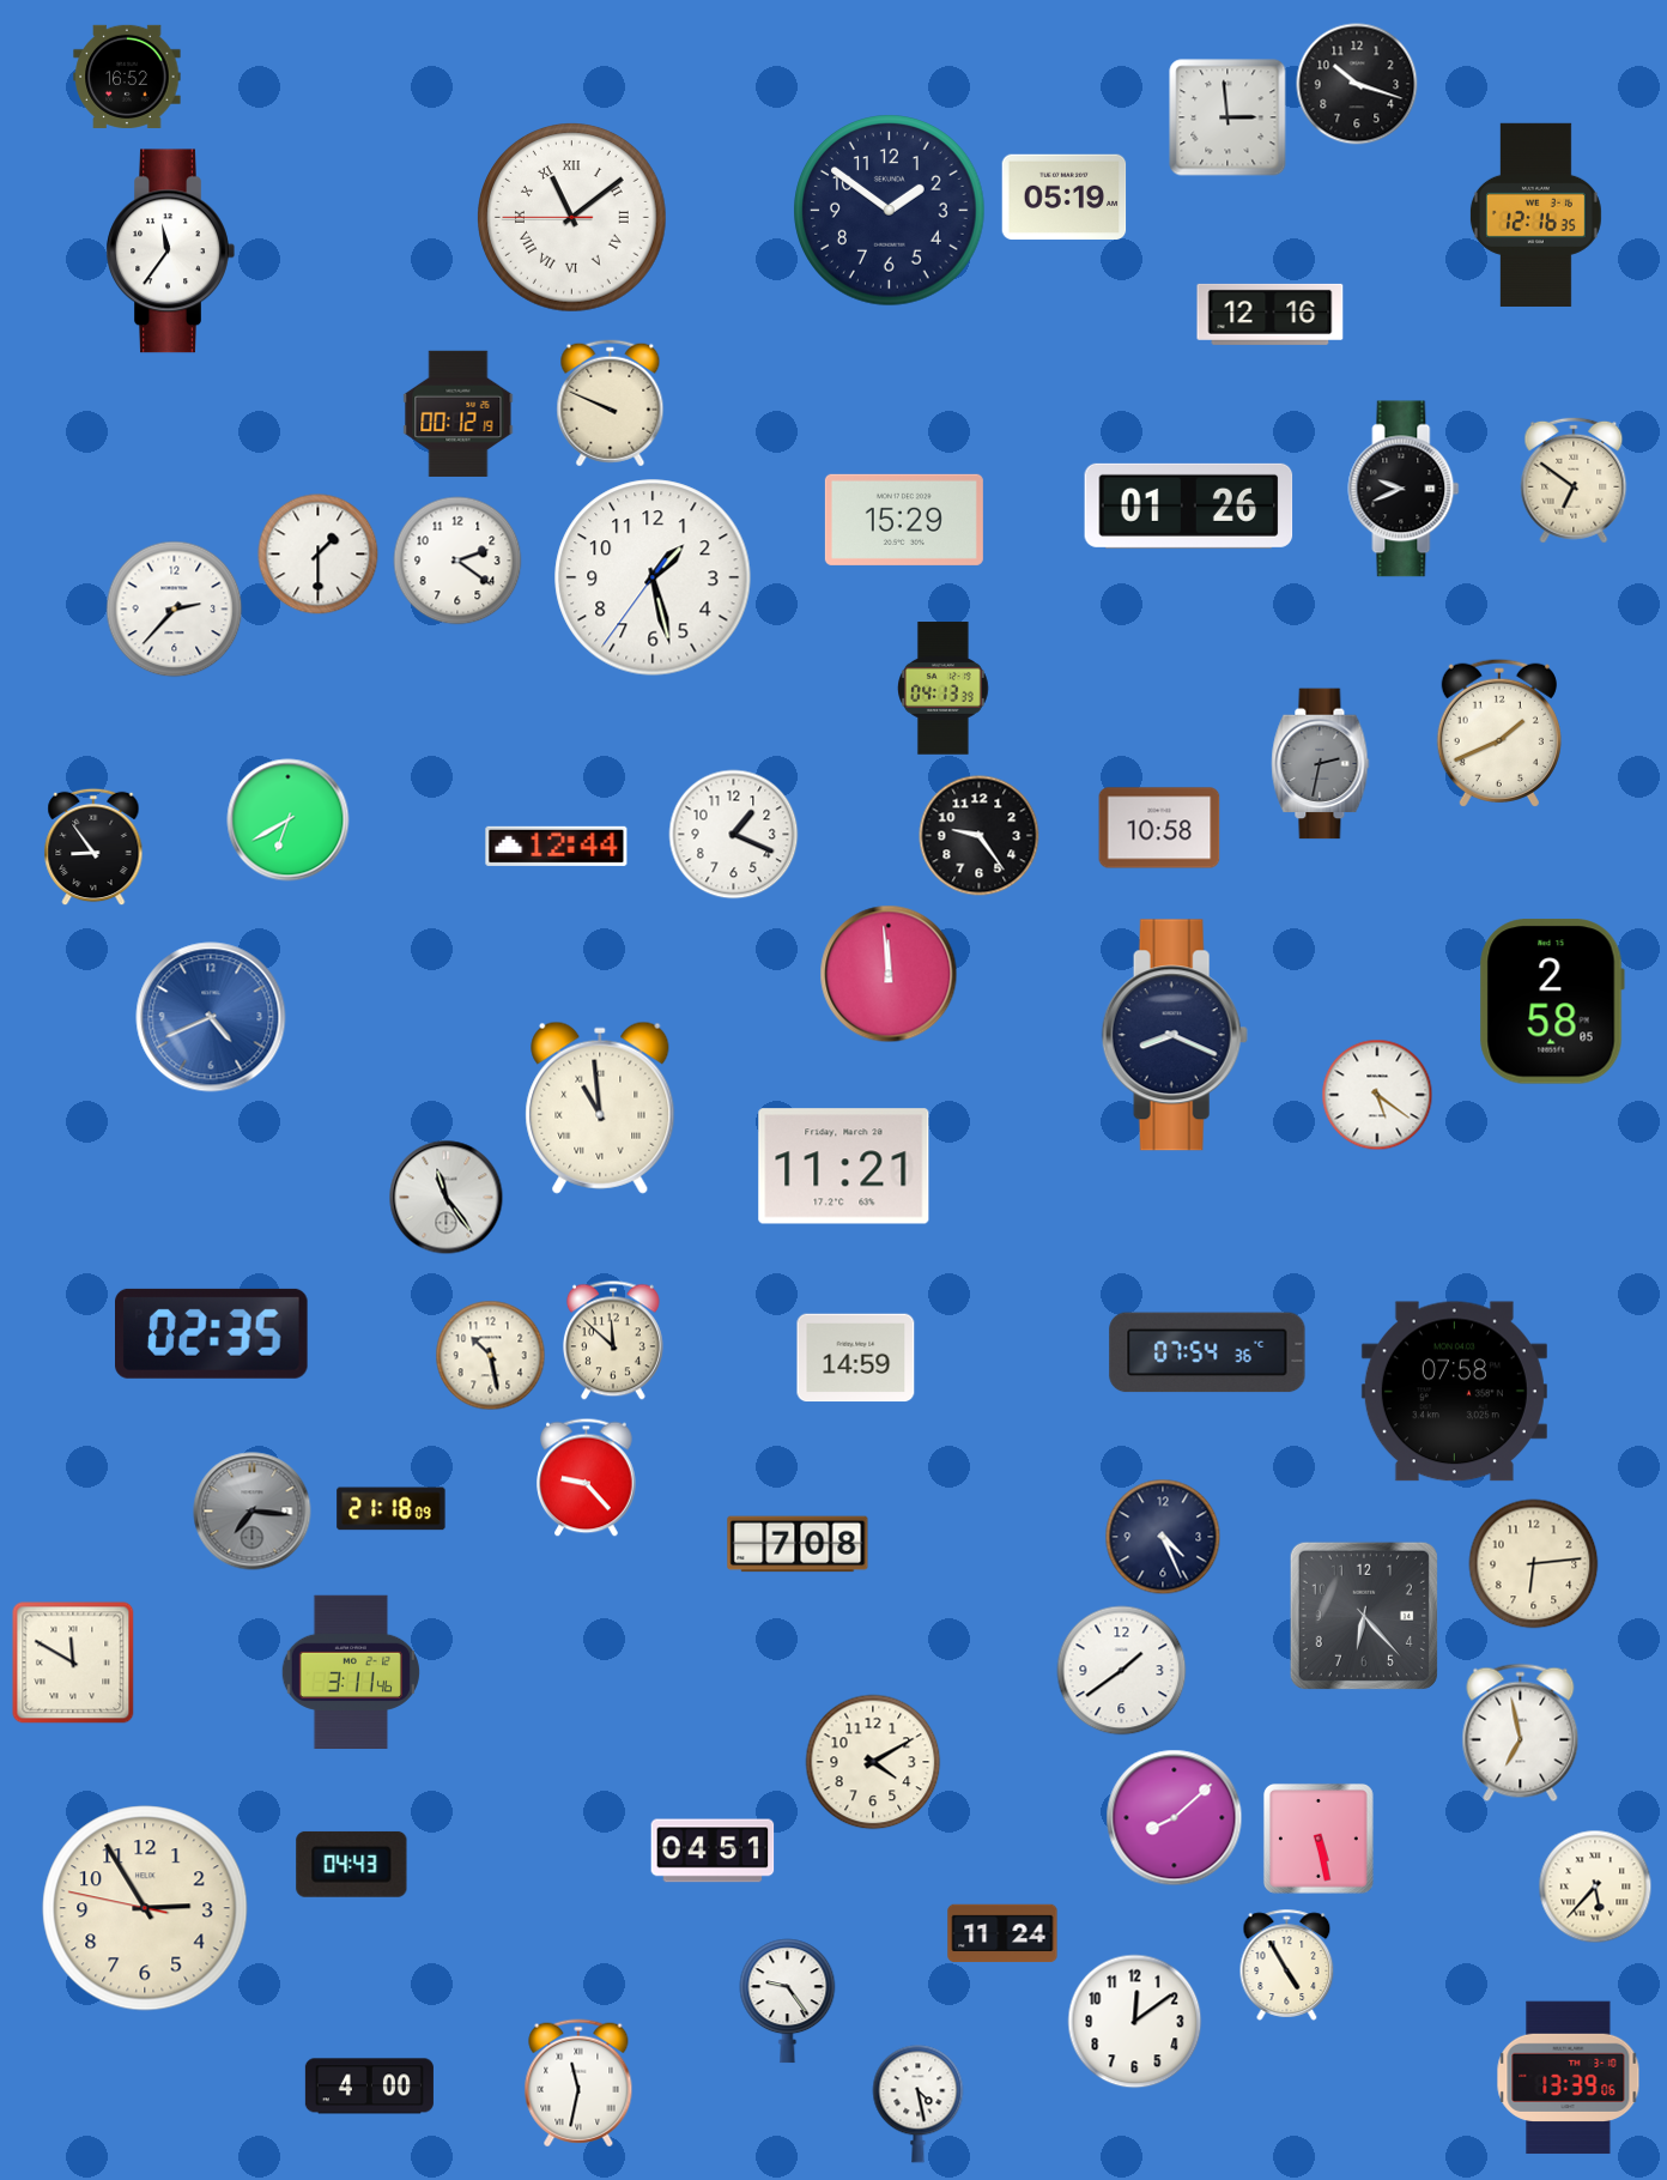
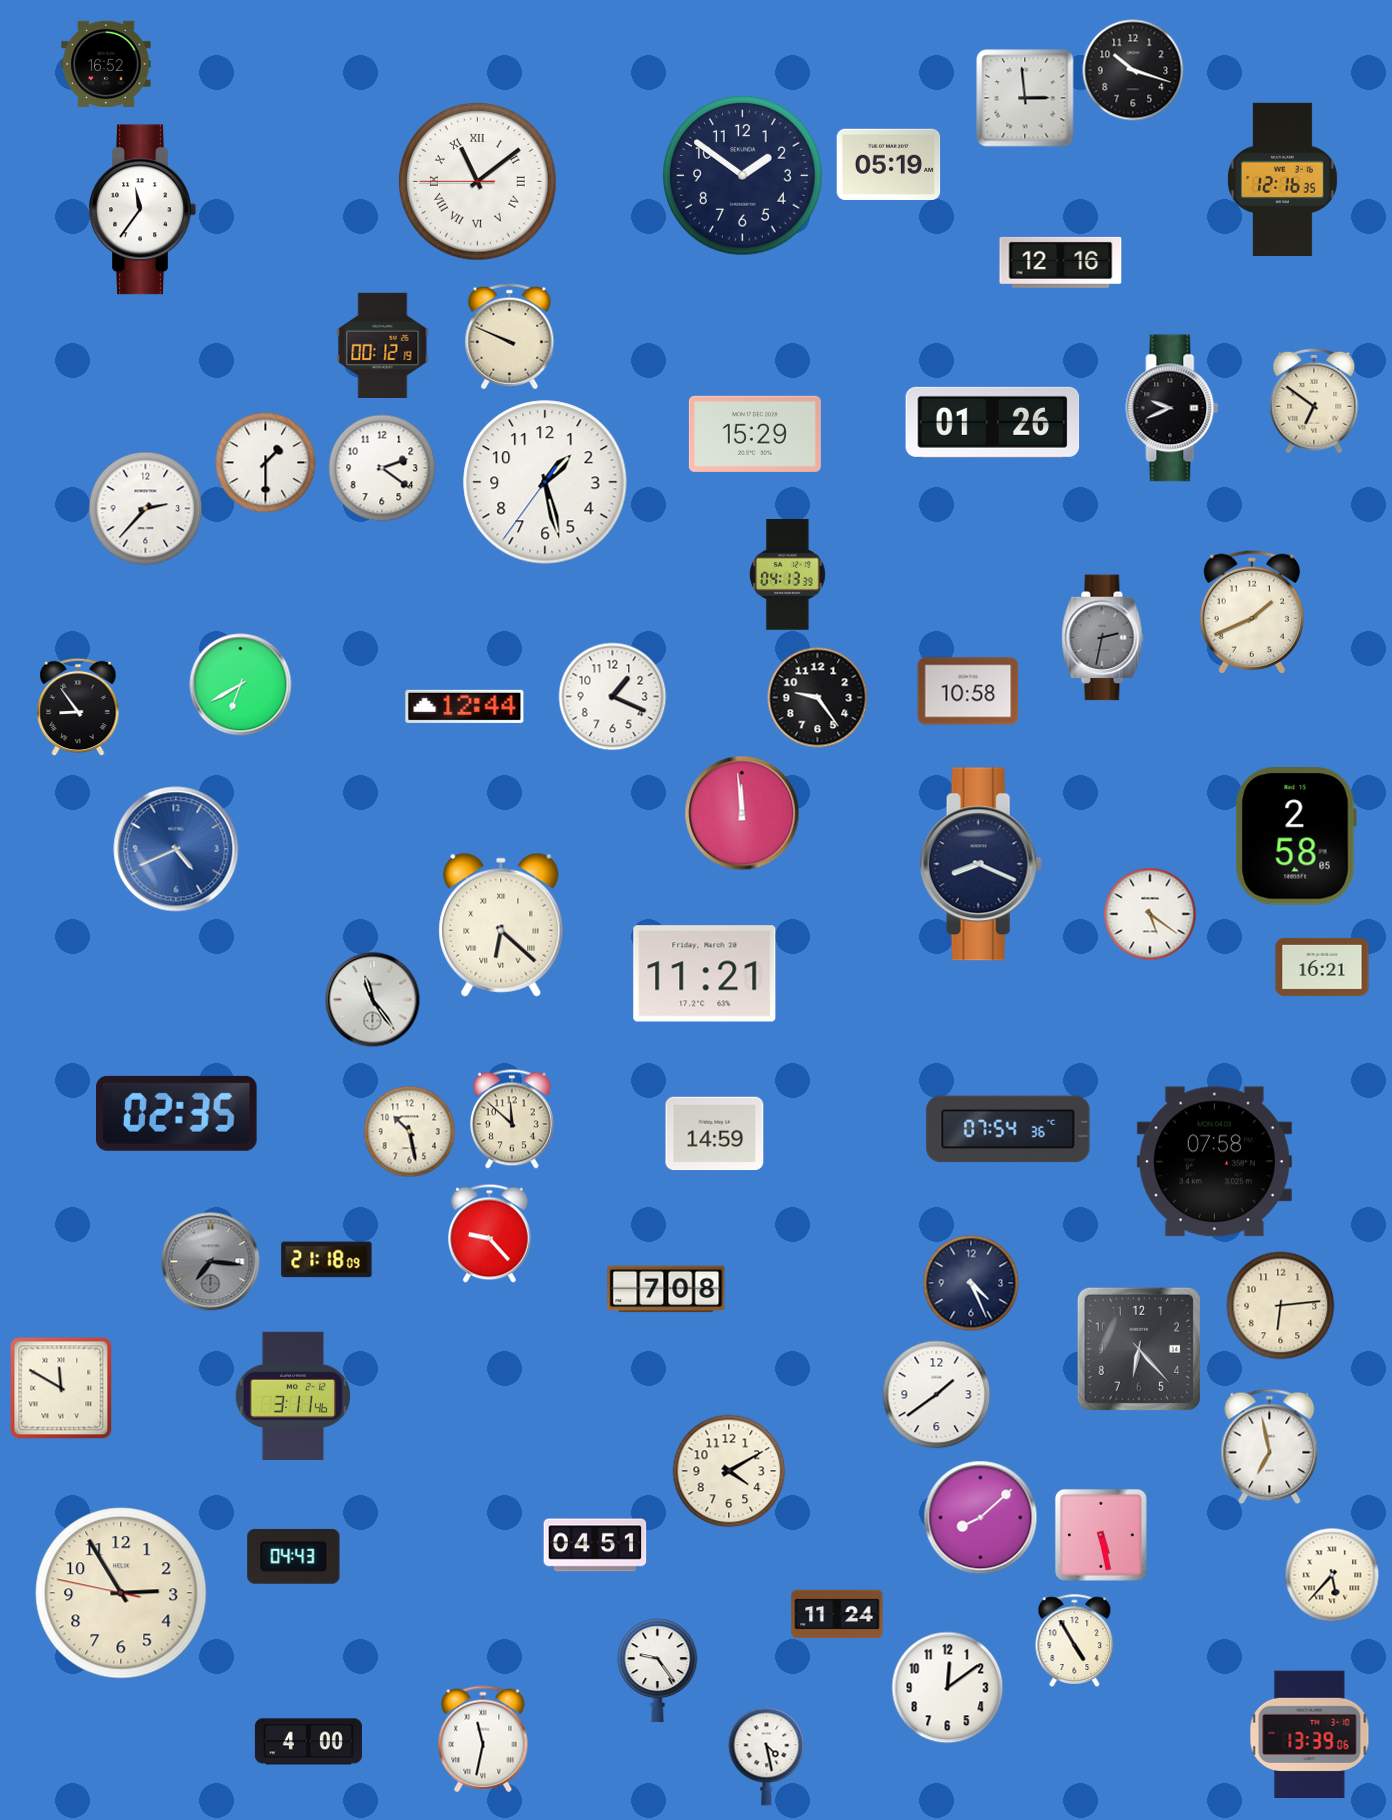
clock at (600, 1108): 10:59 -> 6:22
clock at (1322, 967): none -> 16:21
